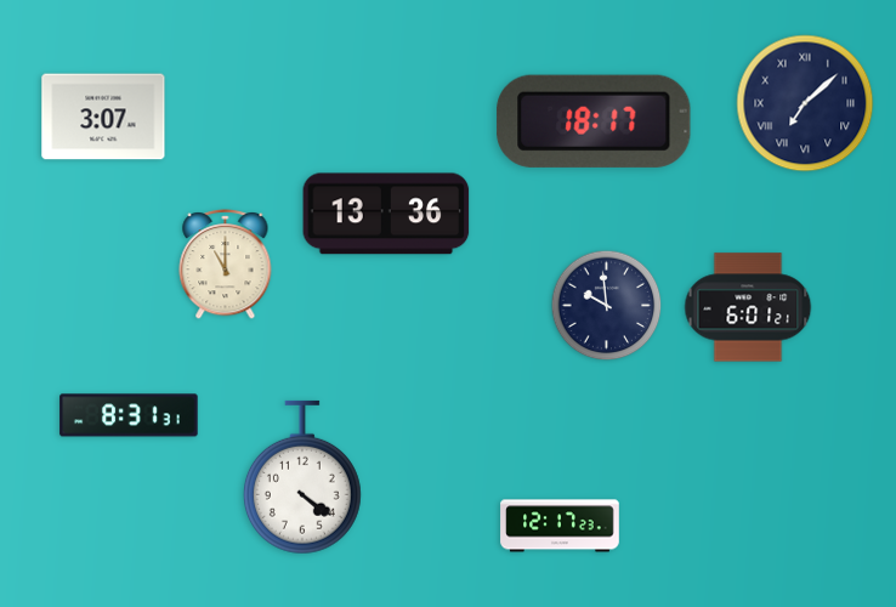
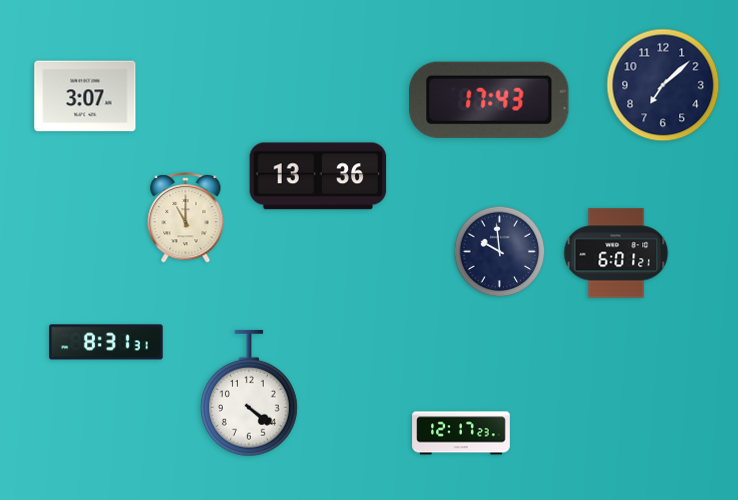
clock at (805, 103) numerals: Roman -> Arabic
clock at (594, 121): 18:17 -> 17:43
